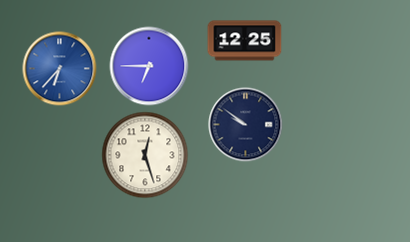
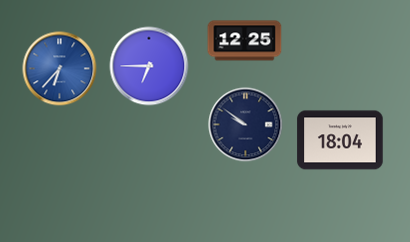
clock at (340, 140): none -> 18:04
clock at (145, 155): 12:27 -> none
